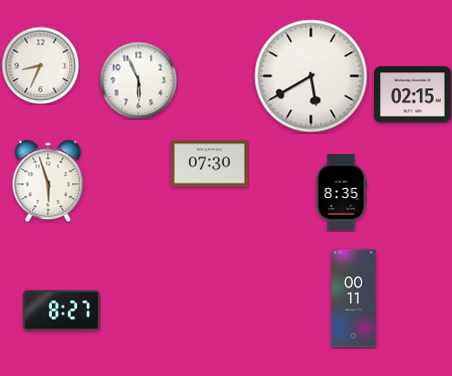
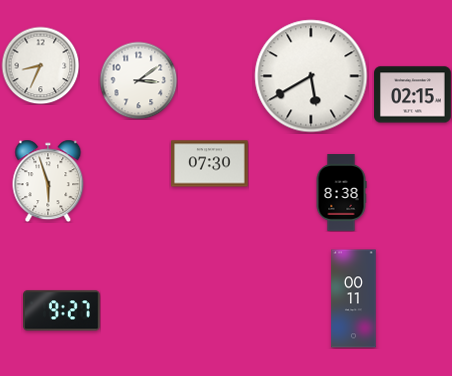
clock at (138, 80): 5:56 -> 3:09
clock at (341, 193): 8:35 -> 8:38
clock at (62, 311): 8:27 -> 9:27
